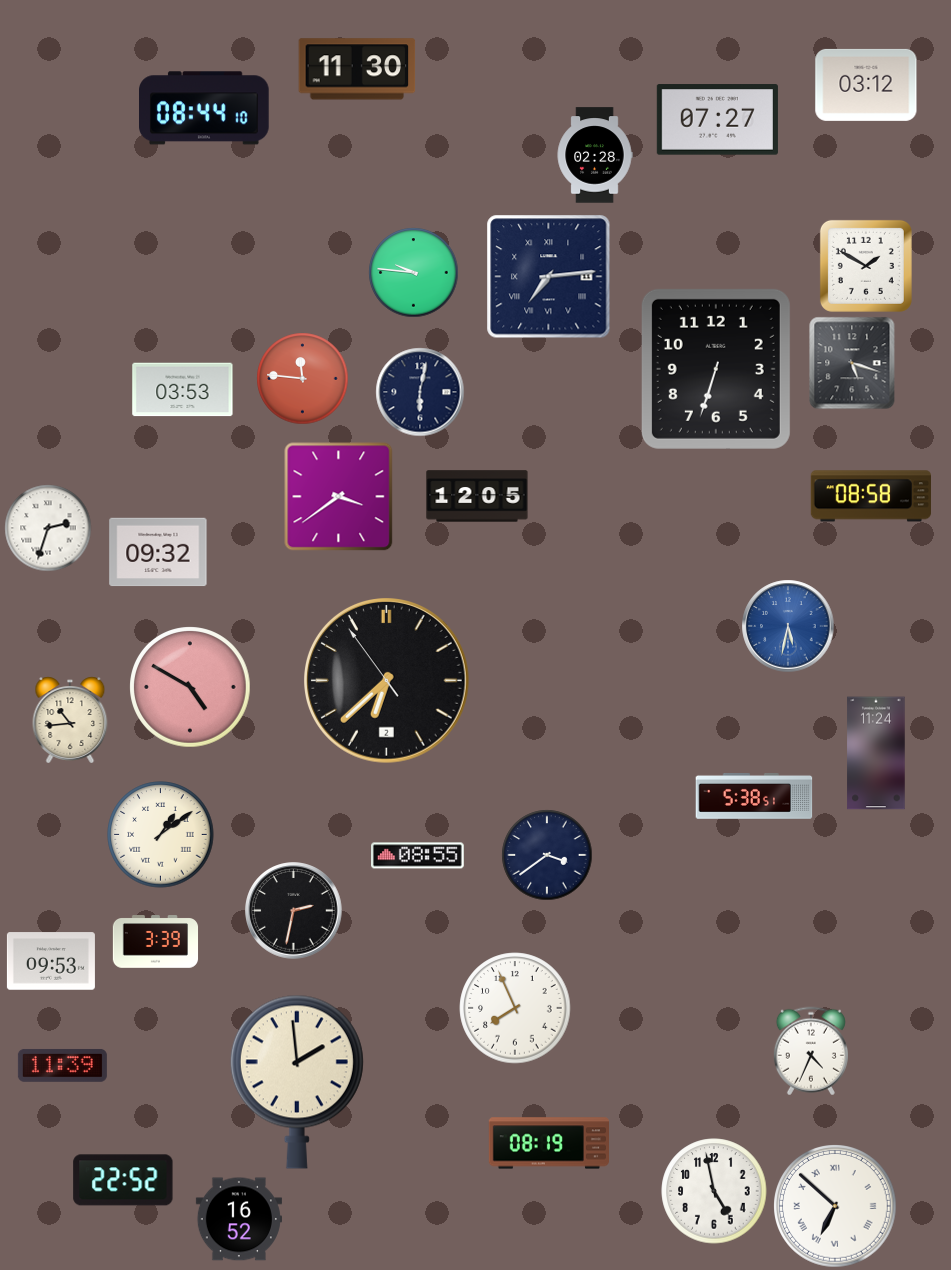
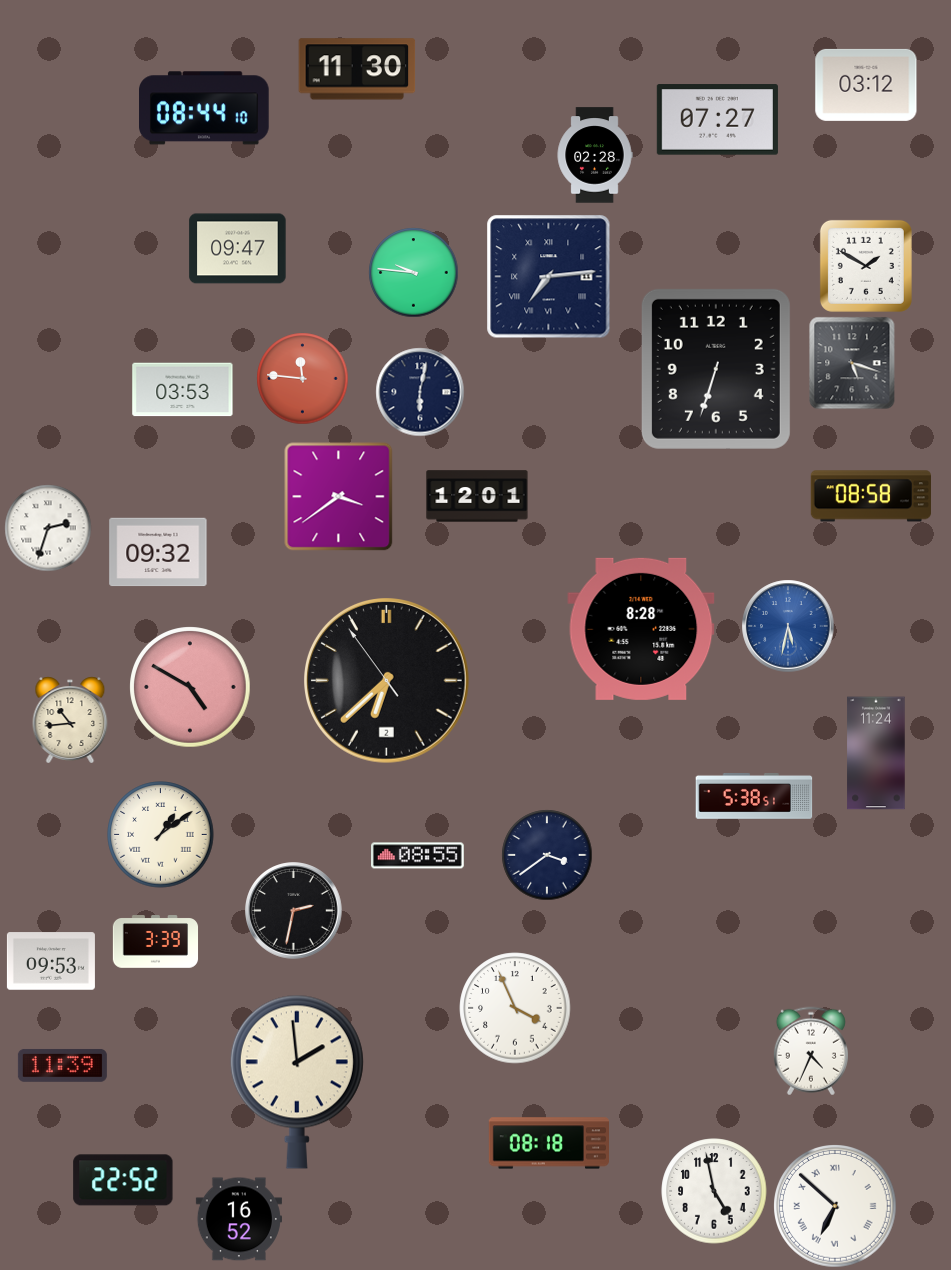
clock at (238, 249): none -> 09:47
clock at (477, 496): 12:05 -> 12:01
clock at (641, 629): none -> 8:28
clock at (515, 1008): 7:56 -> 3:56
clock at (548, 1143): 08:19 -> 08:18
